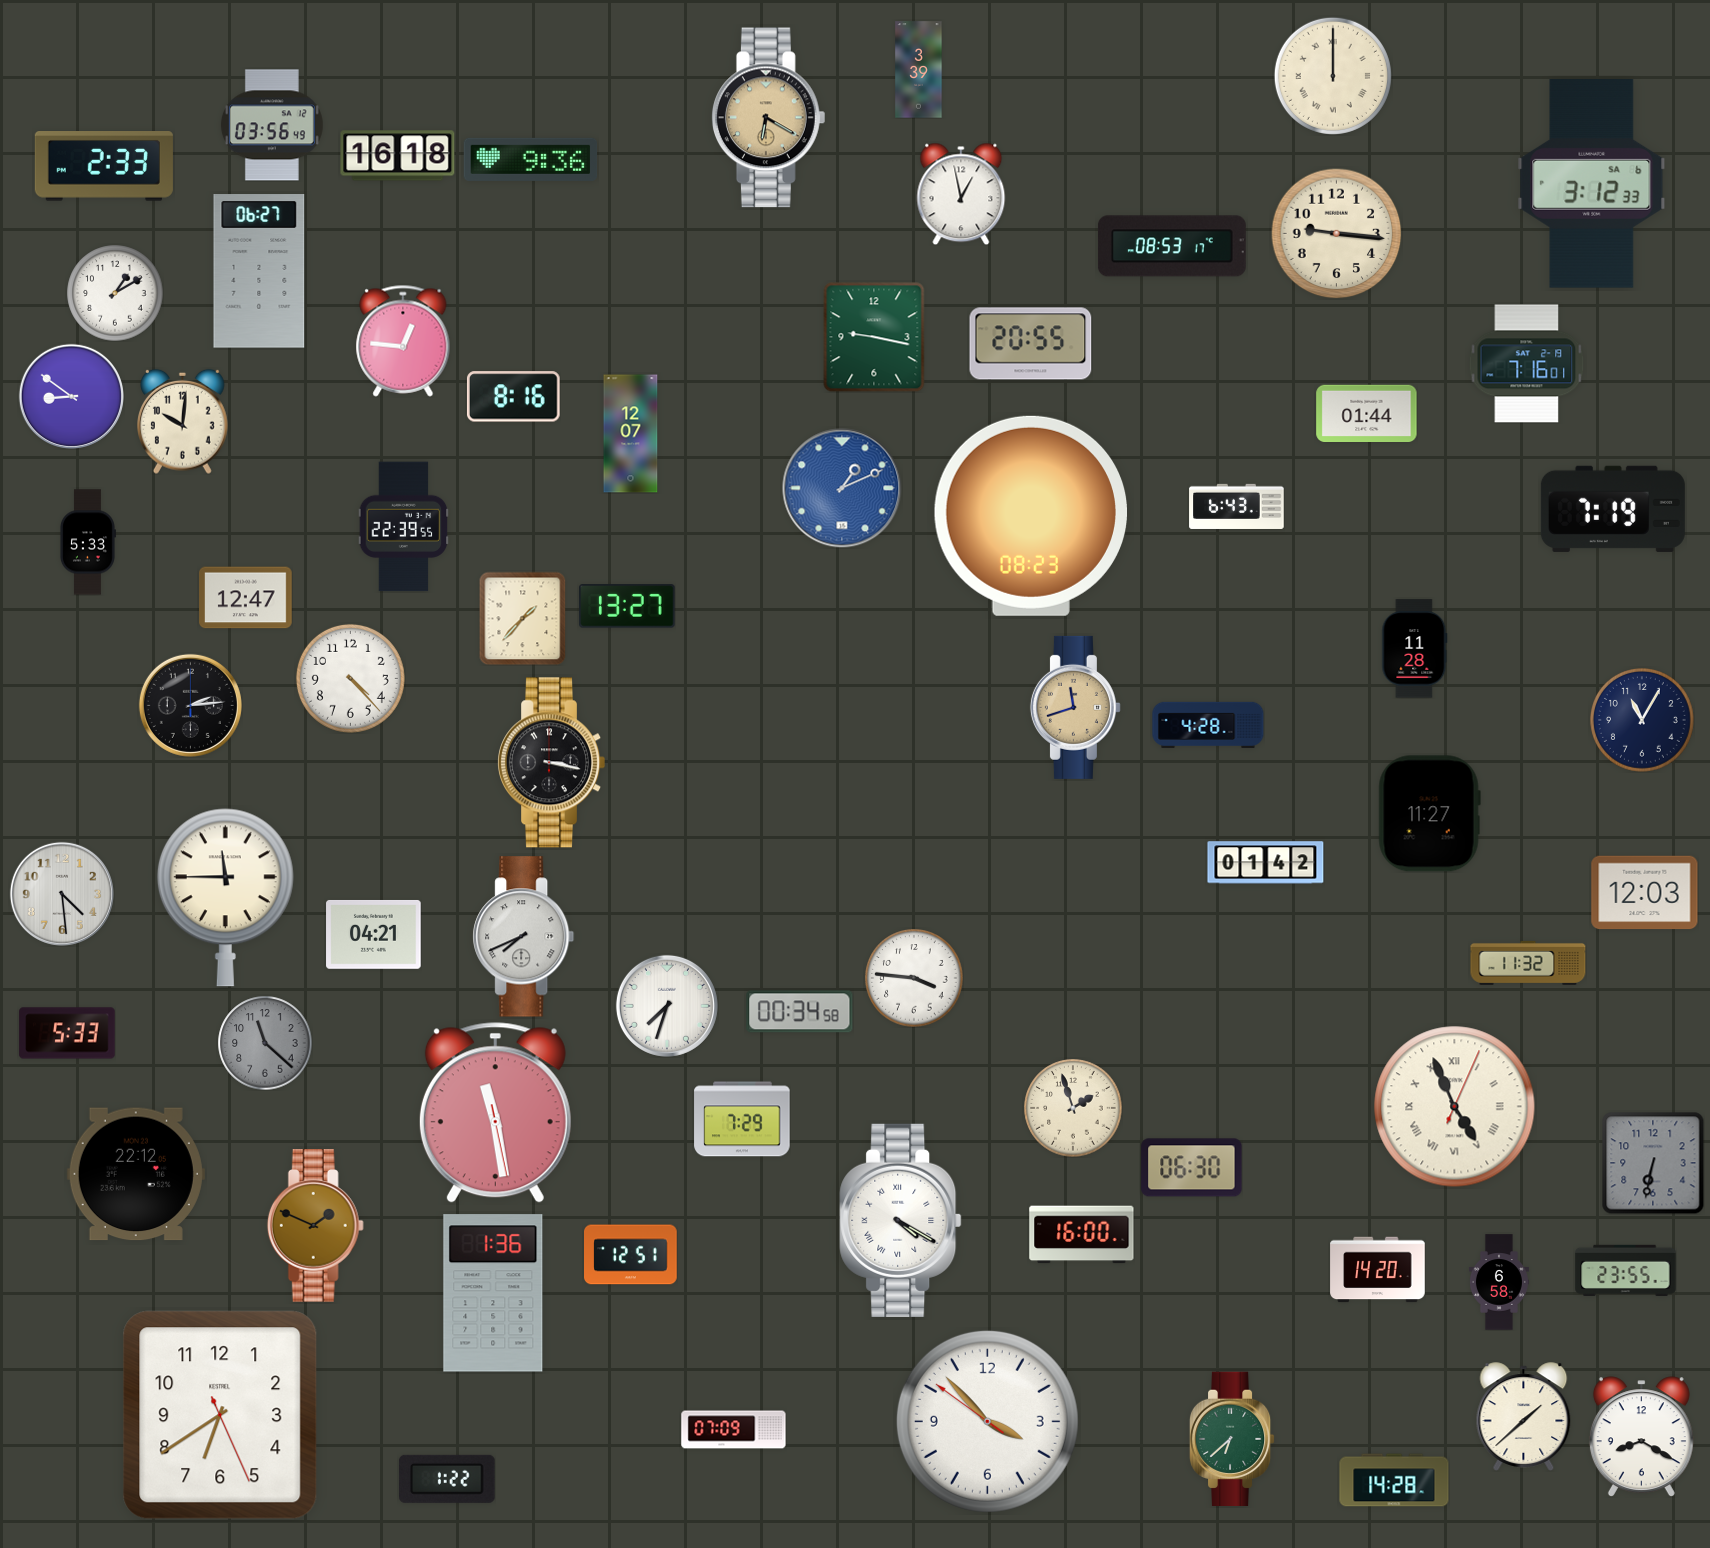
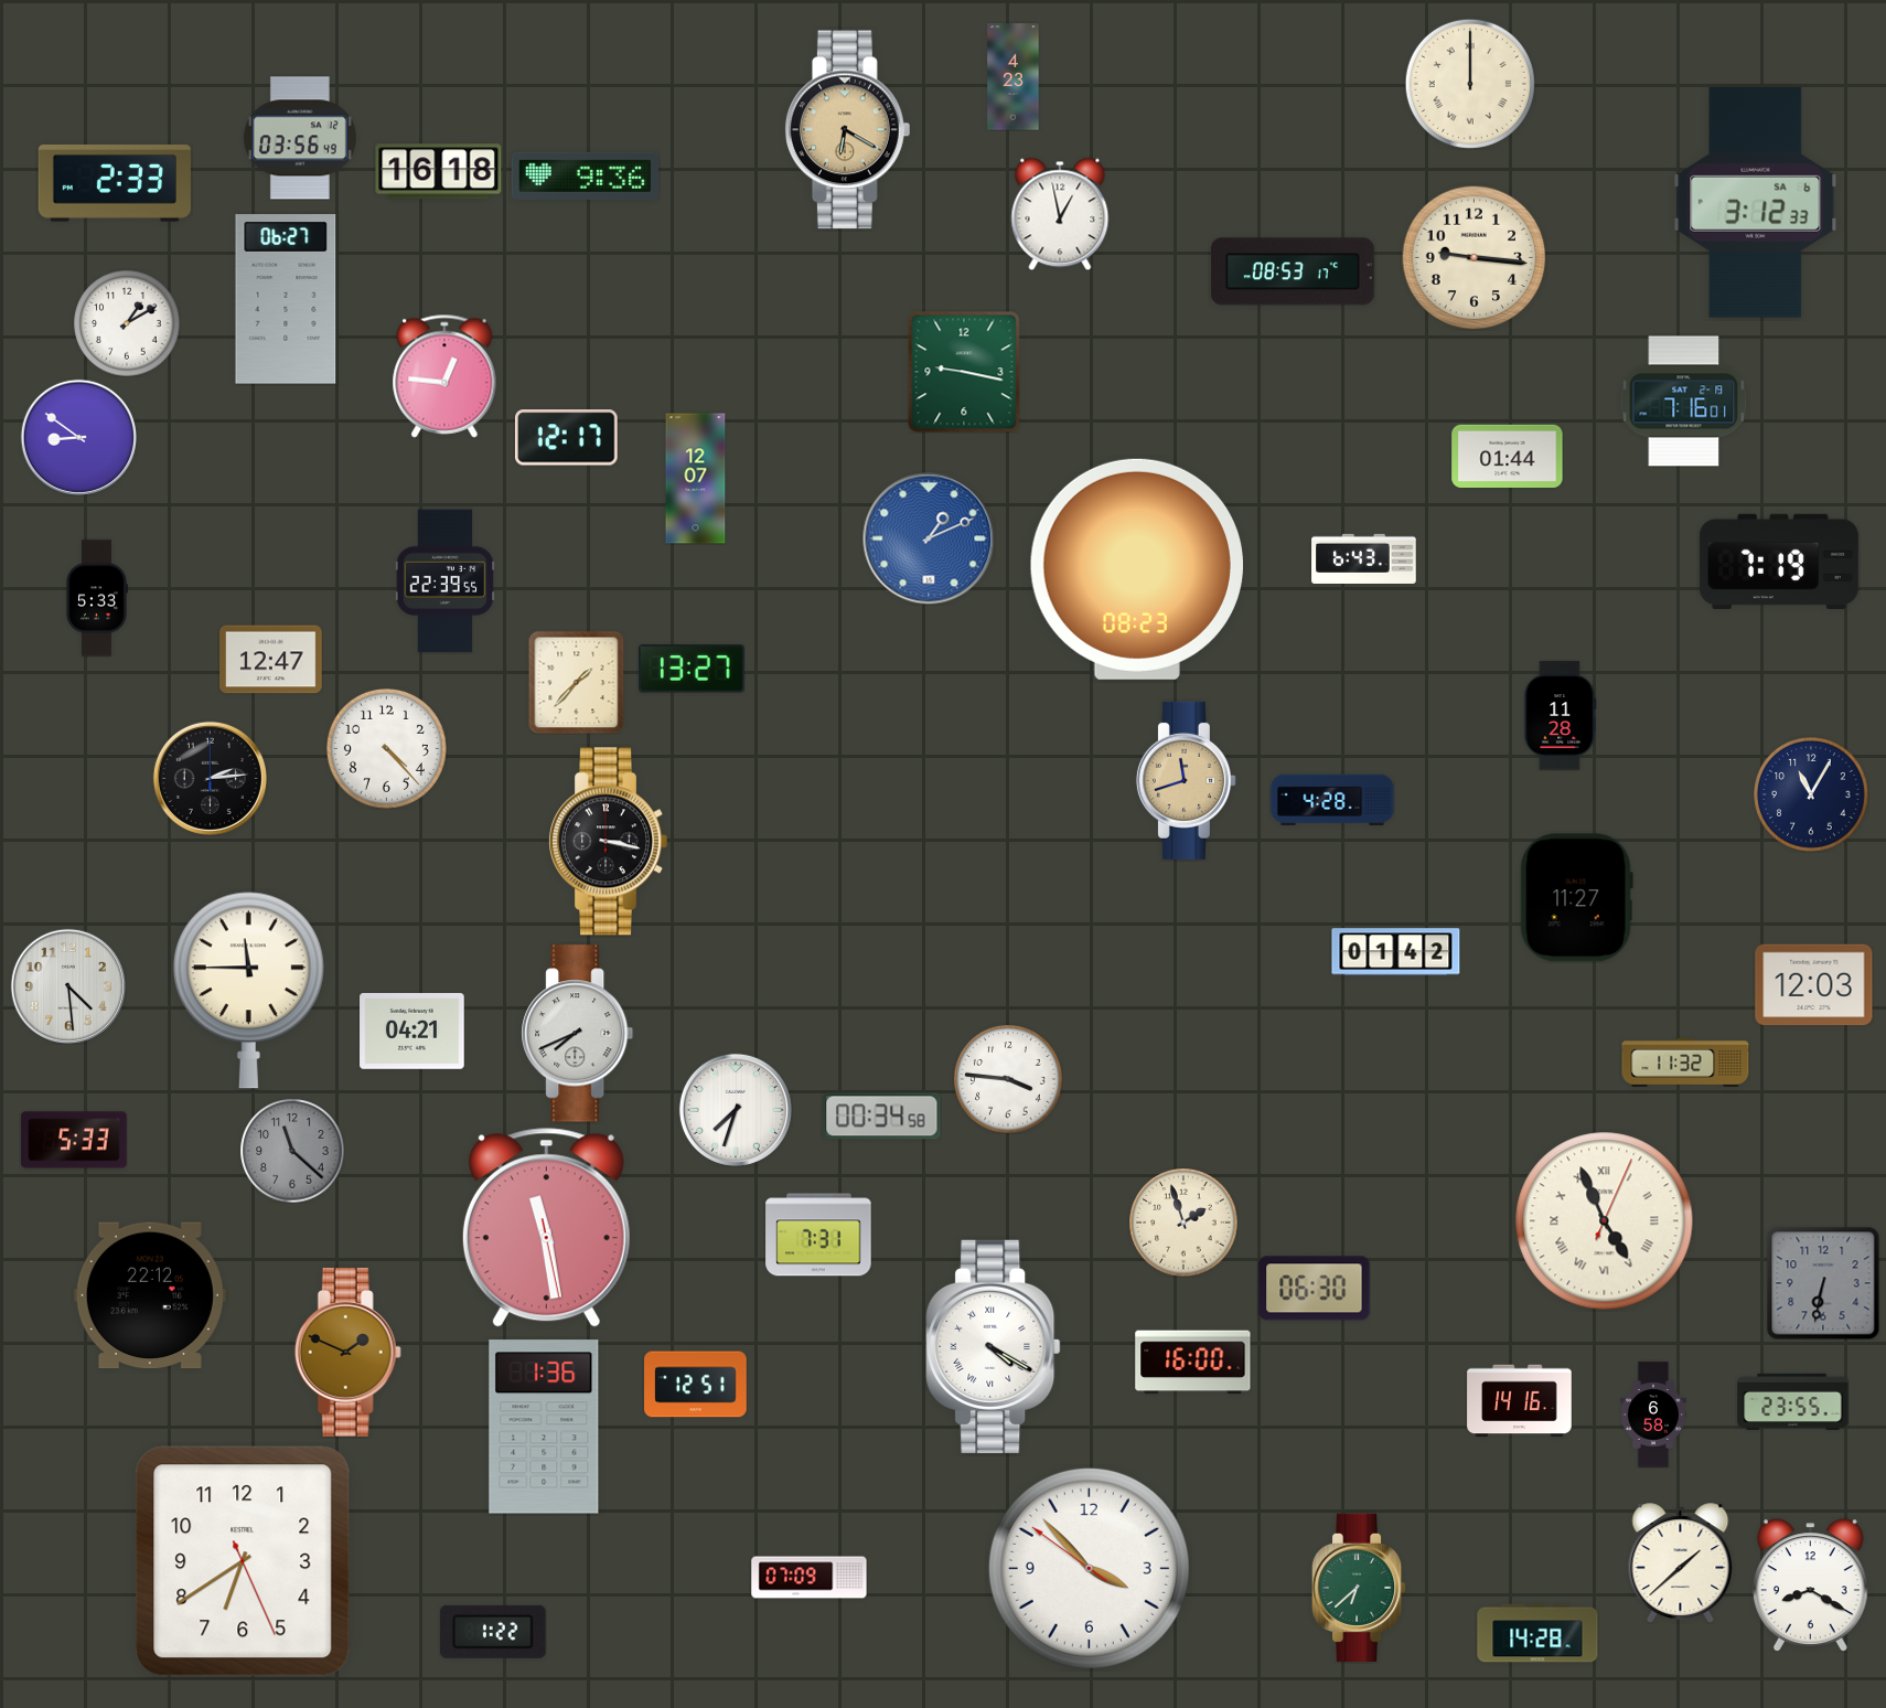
clock at (919, 70): 3:39 -> 4:23
clock at (1031, 344): 20:55 -> none
clock at (513, 397): 8:16 -> 12:17
clock at (183, 421): 10:01 -> none
clock at (742, 1119): 7:29 -> 7:31
clock at (1378, 1270): 14:20 -> 14:16
